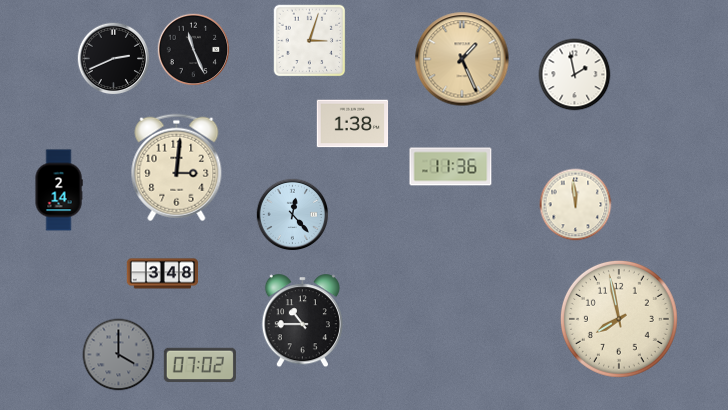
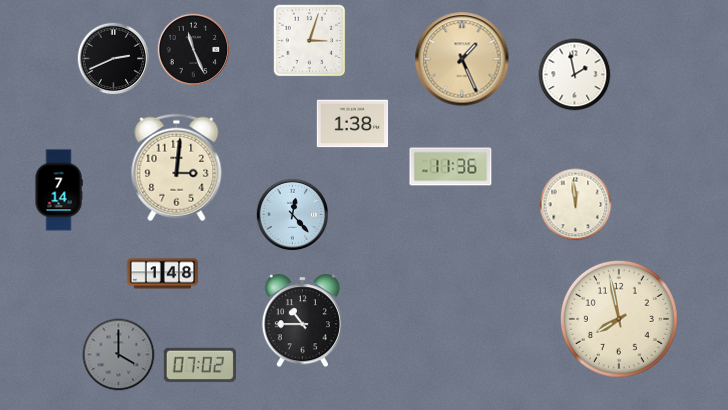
clock at (59, 190): 2:14 -> 7:14
clock at (163, 274): 3:48 -> 1:48
